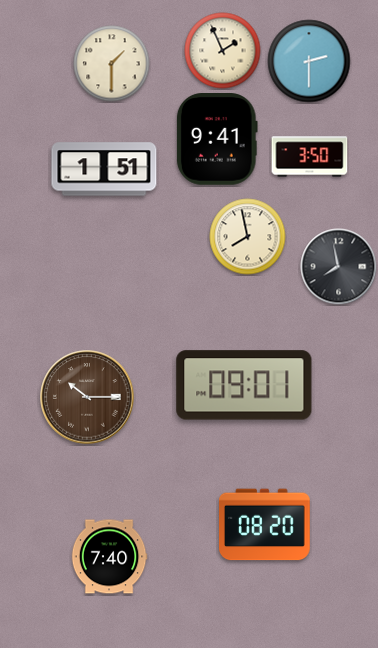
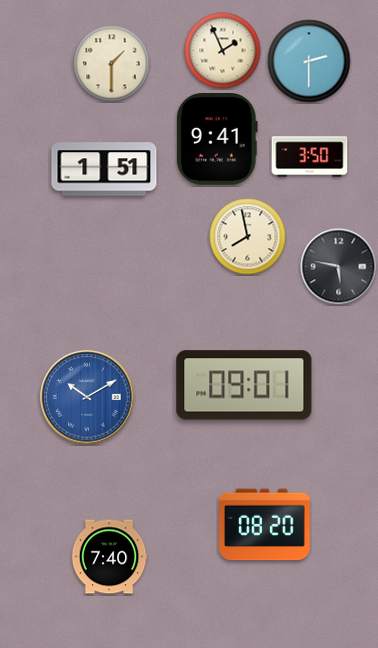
clock at (339, 267): 7:58 -> 5:47
clock at (87, 397): 10:15 -> 10:10
clock at (87, 397) dial: brown -> blue
